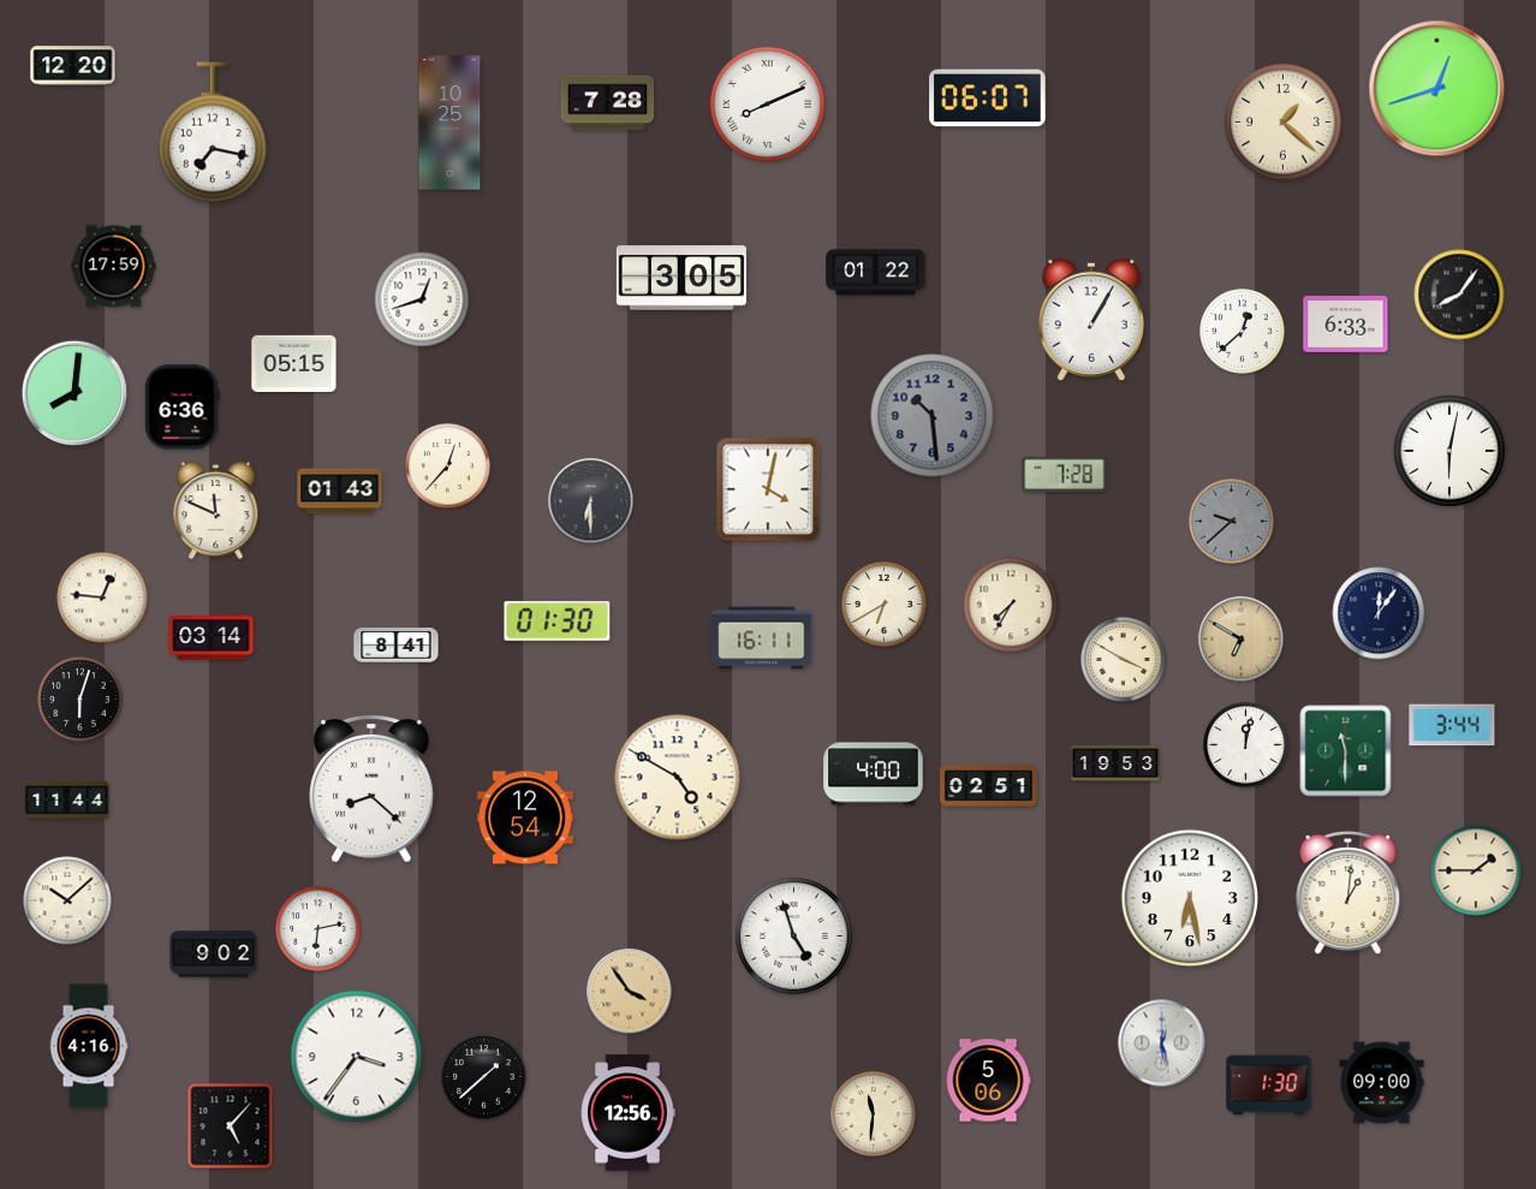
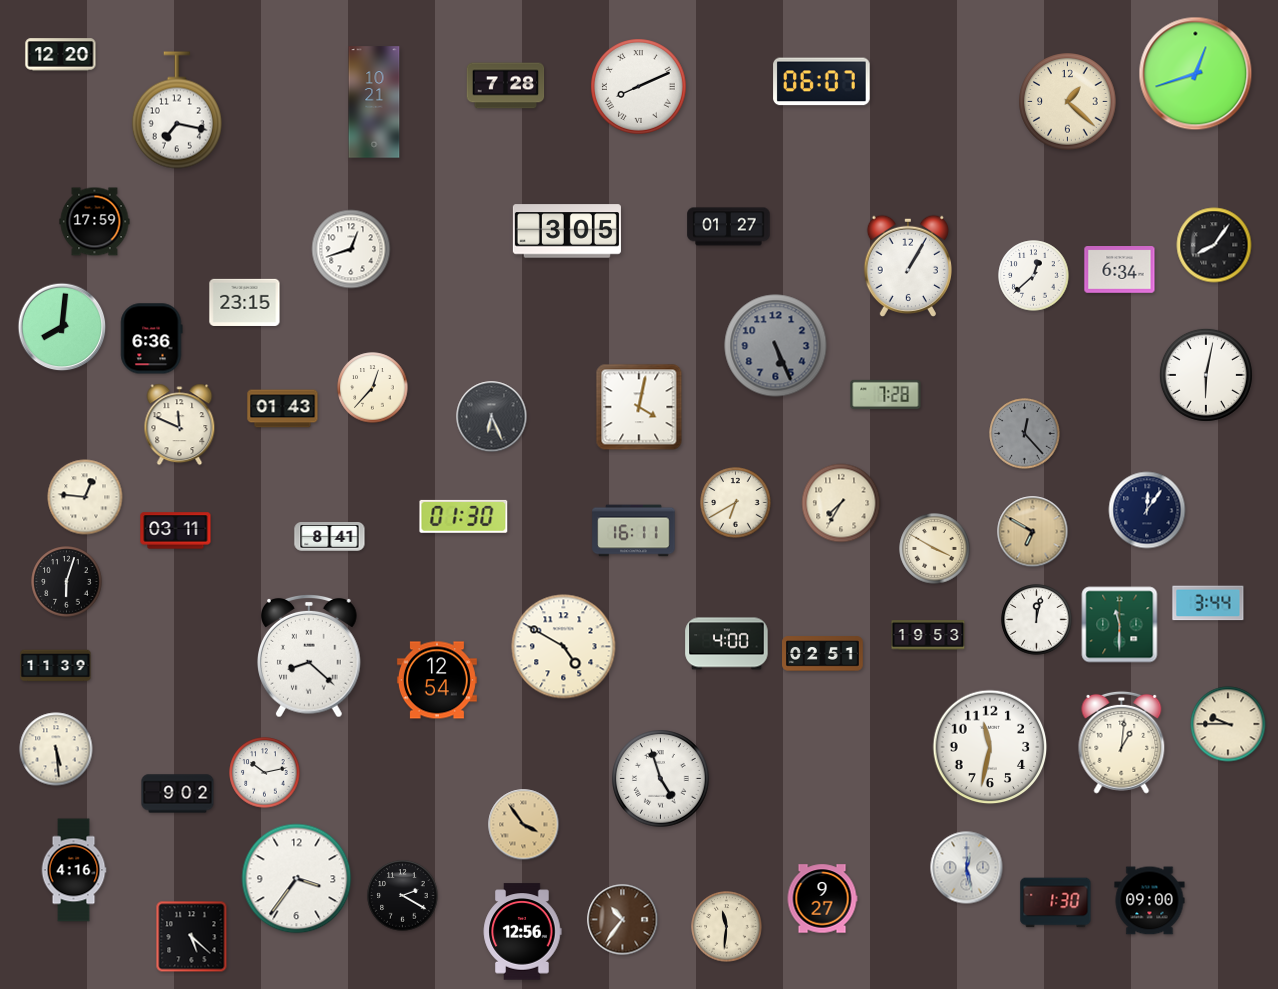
clock at (450, 123): 10:25 -> 10:21
clock at (876, 273): 01:22 -> 01:27
clock at (1346, 325): 6:33 -> 6:34
clock at (294, 363): 05:15 -> 23:15
clock at (933, 416): 10:29 -> 5:26
clock at (591, 501): 6:30 -> 6:26
clock at (1232, 522): 9:38 -> 12:23
clock at (212, 638): 03:14 -> 03:11
clock at (67, 801): 11:44 -> 11:39
clock at (1476, 870): 1:45 -> 9:45
clock at (1190, 898): 6:28 -> 11:32
clock at (67, 900): 10:08 -> 5:29
clock at (318, 929): 6:13 -> 10:13
clock at (484, 1077): 1:38 -> 2:20
clock at (988, 1081): 5:06 -> 9:27
clock at (623, 920): none -> 10:36
clock at (627, 1113) position: (627, 1113) -> (522, 932)
clock at (231, 1126): 5:07 -> 5:22
